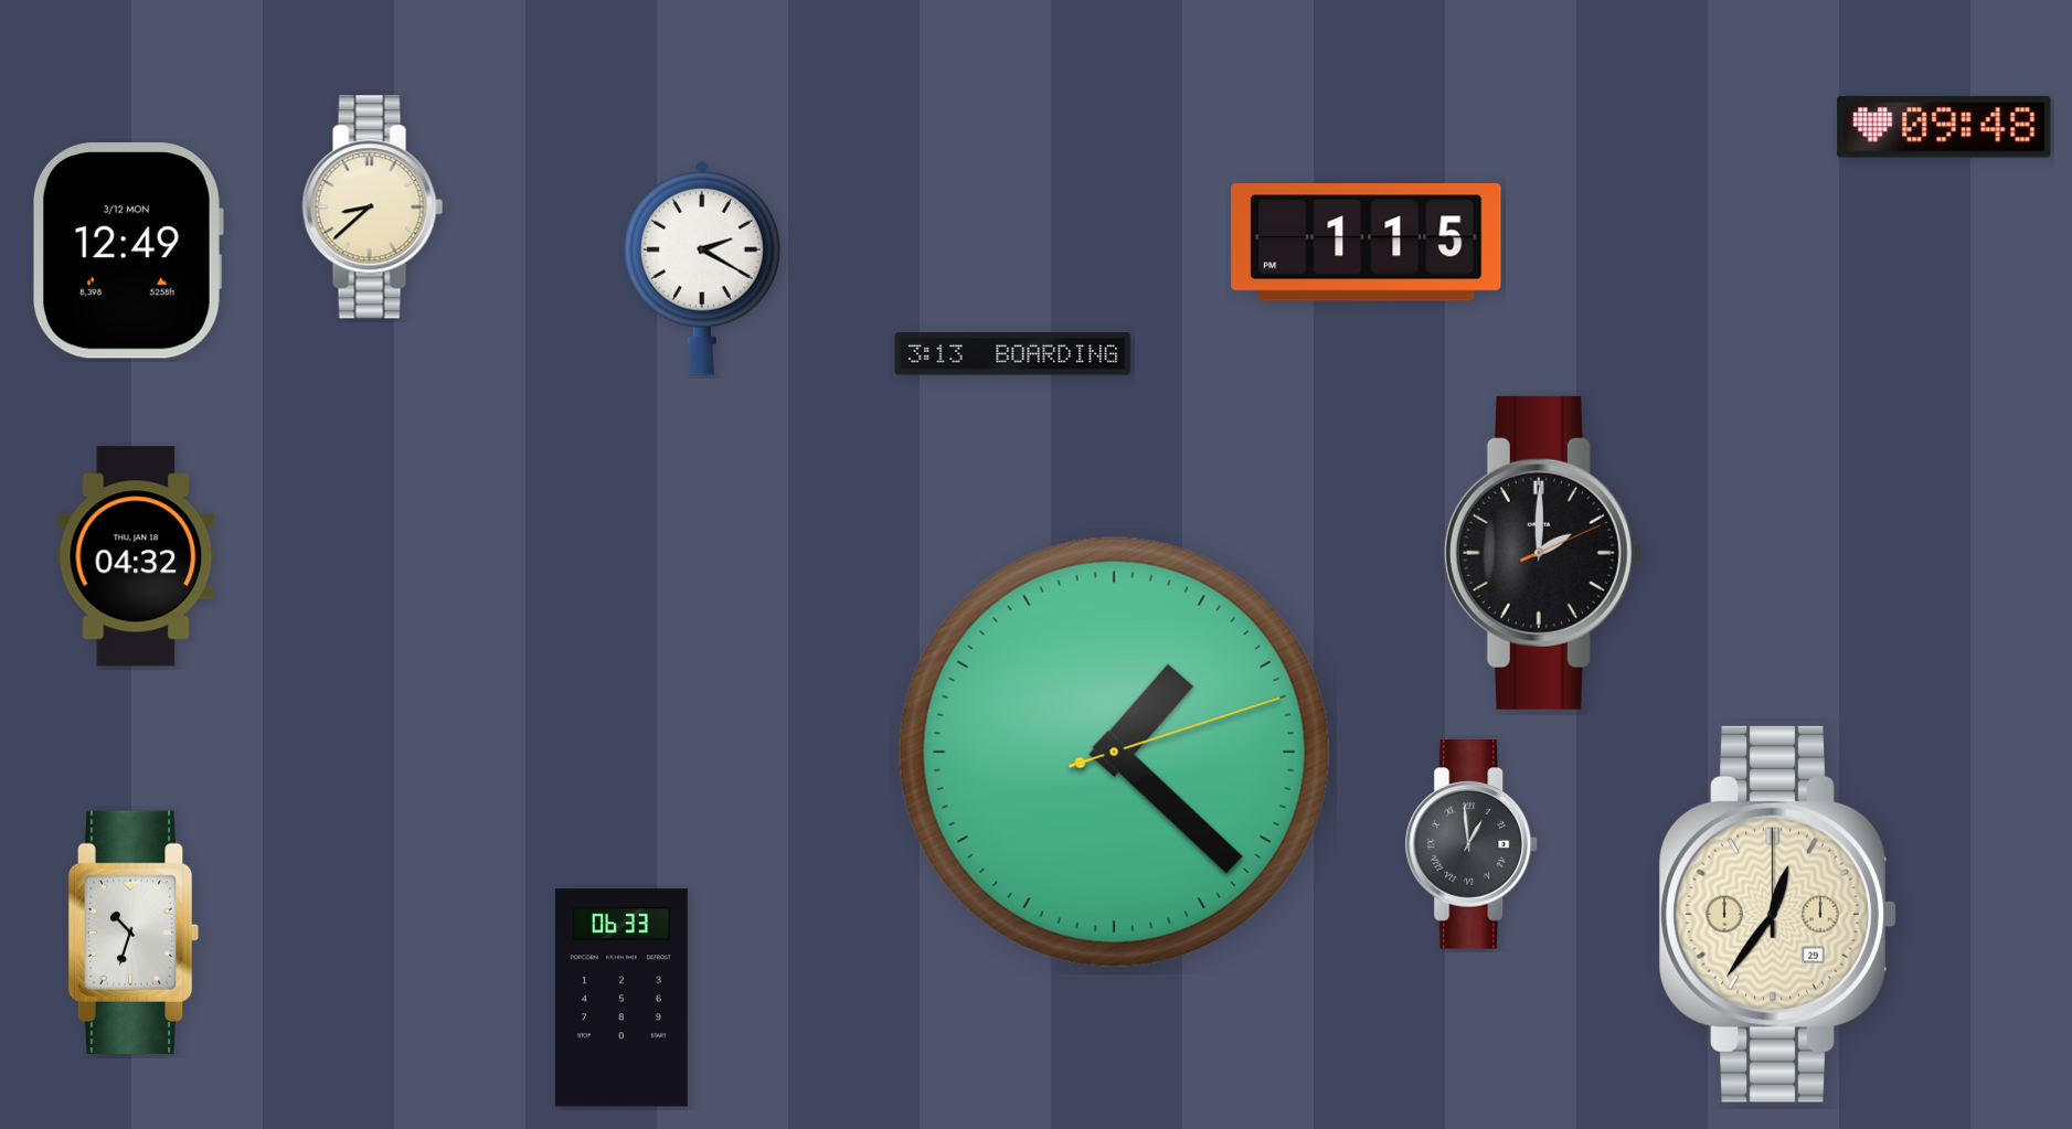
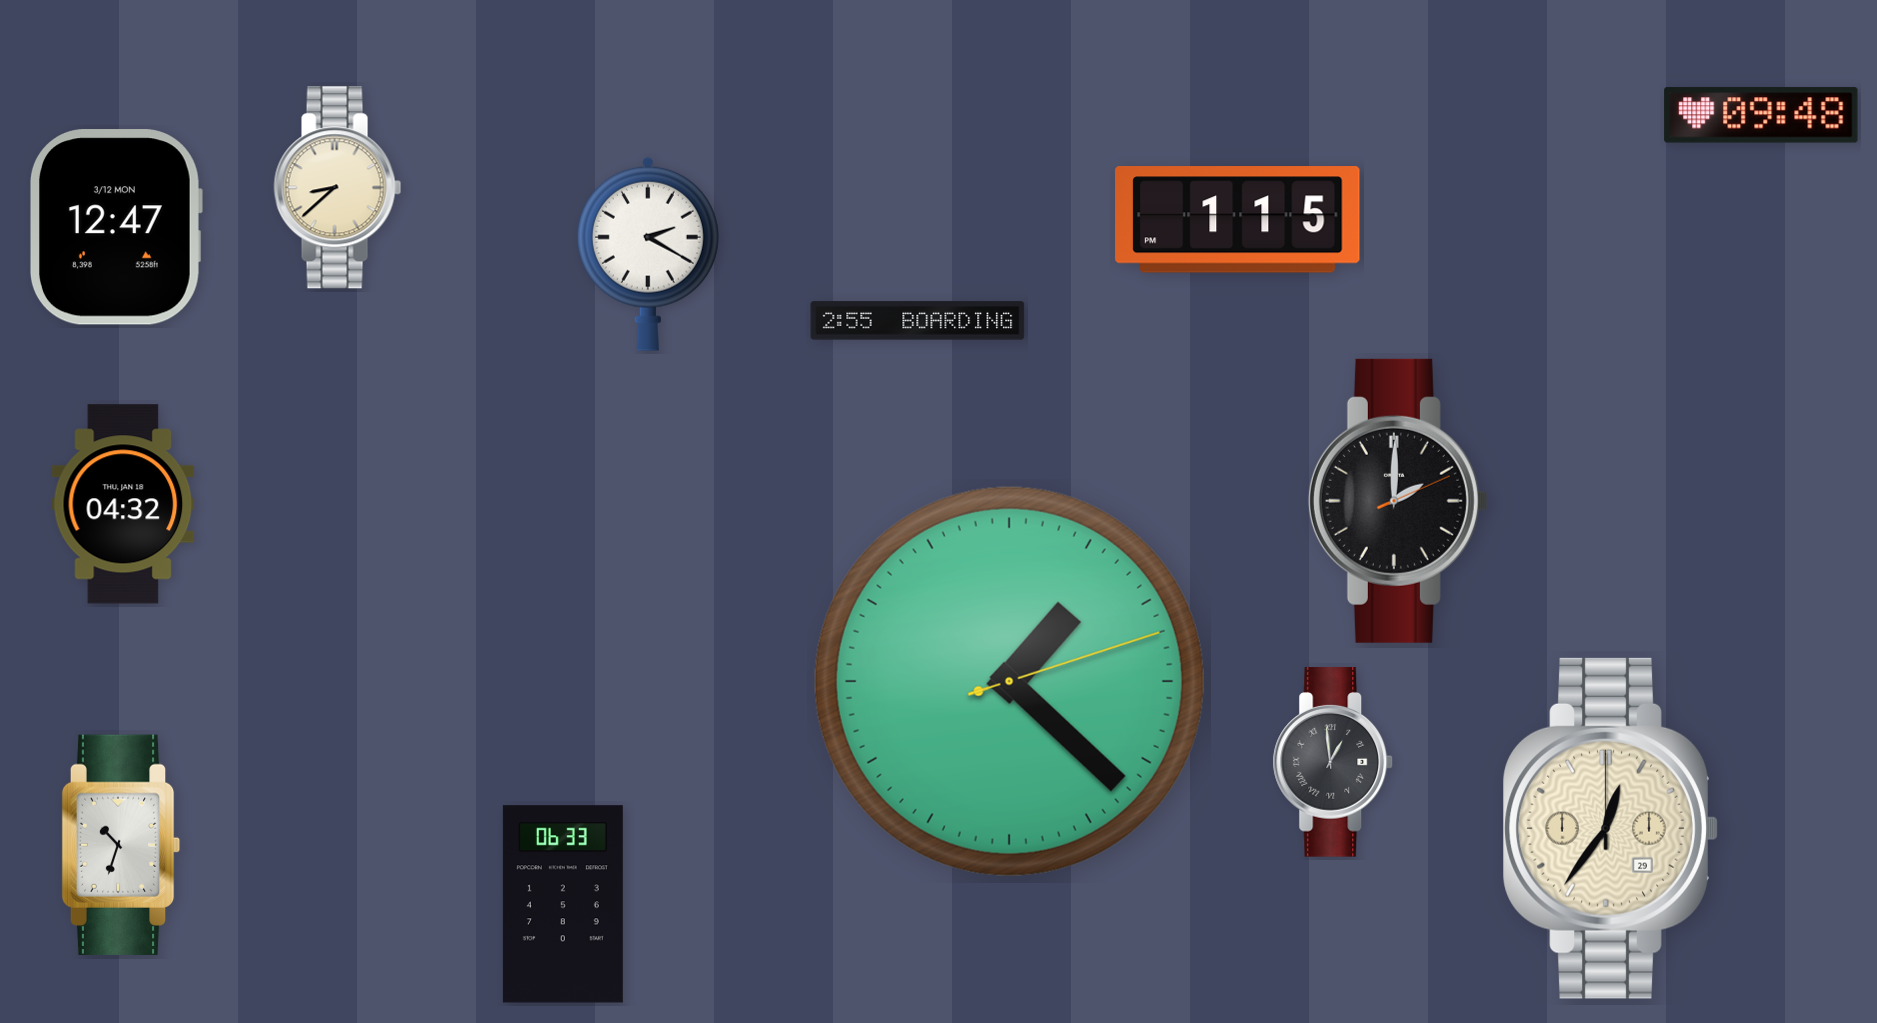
clock at (127, 251): 12:49 -> 12:47
clock at (702, 268) position: (702, 268) -> (648, 254)
clock at (1013, 354): 3:13 -> 2:55
clock at (1471, 844) position: (1471, 844) -> (1333, 762)
